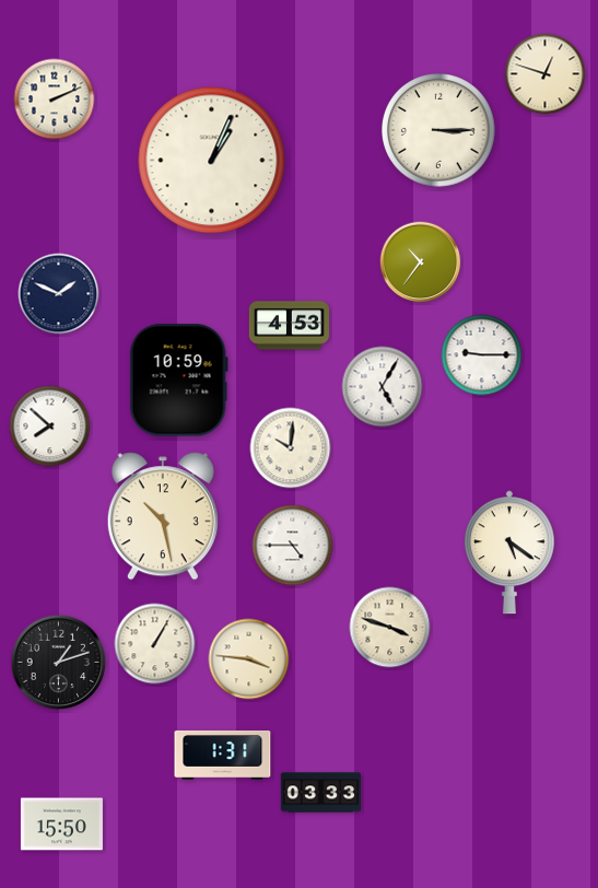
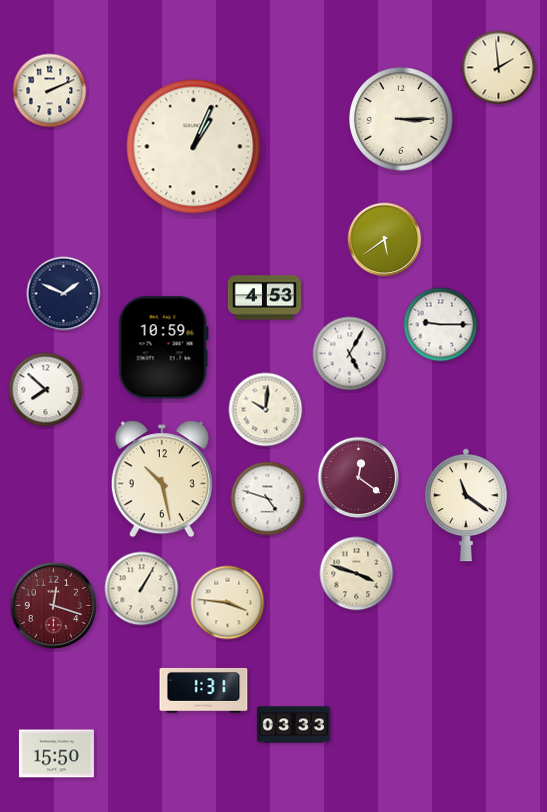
clock at (546, 74): 12:48 -> 1:59
clock at (421, 262): 10:36 -> 5:39
clock at (59, 294) position: (59, 294) -> (64, 294)
clock at (163, 516) position: (163, 516) -> (162, 479)
clock at (359, 478): none -> 12:21
clock at (293, 546): 4:45 -> 4:48
clock at (509, 552): 5:21 -> 11:21
clock at (59, 663): 1:12 -> 12:18
clock at (59, 663) dial: black -> burgundy
